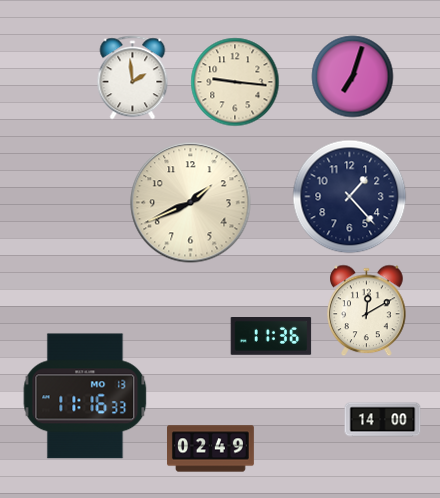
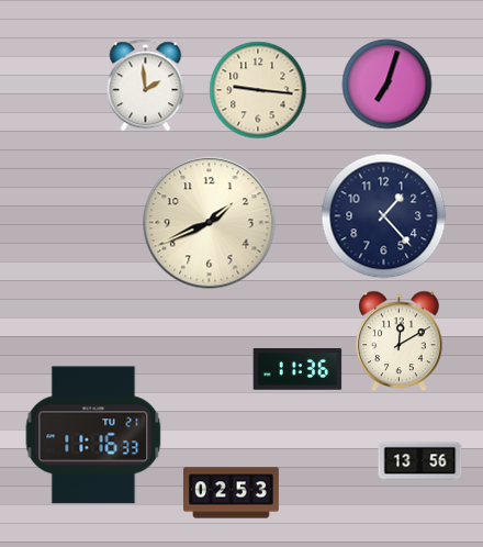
clock at (367, 311) position: (367, 311) -> (400, 342)
clock at (85, 396) date: MO 13 -> TU 21
clock at (383, 420): 14:00 -> 13:56
clock at (211, 449): 02:49 -> 02:53
